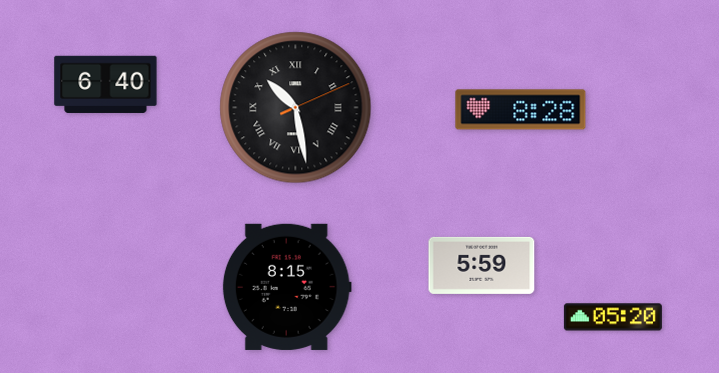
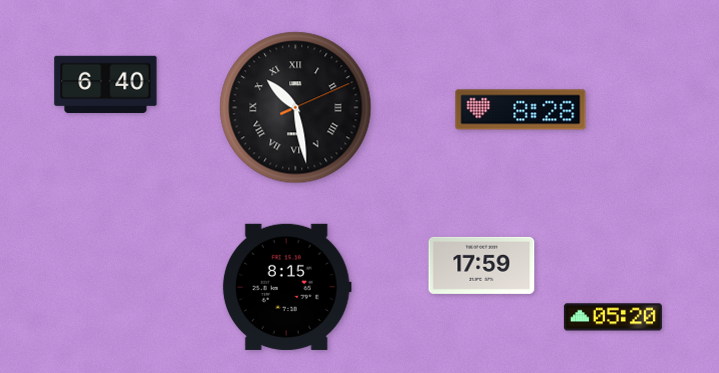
clock at (482, 265): 5:59 -> 17:59
